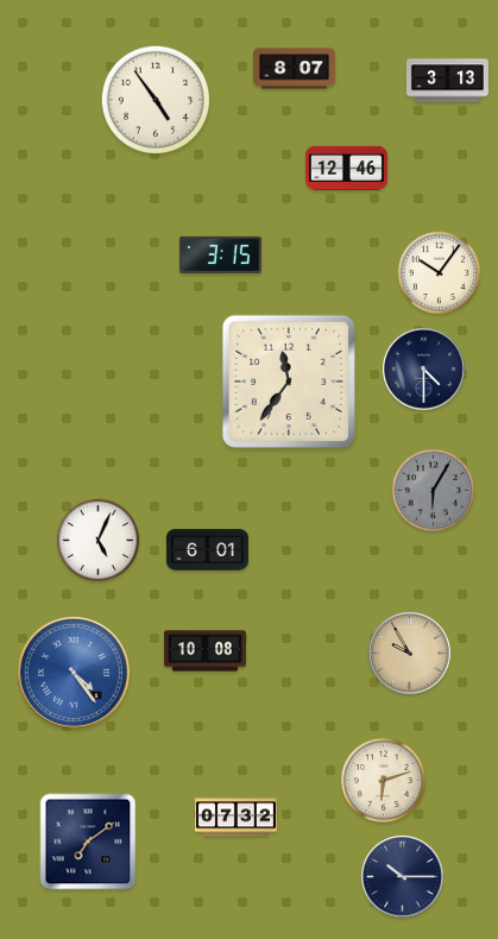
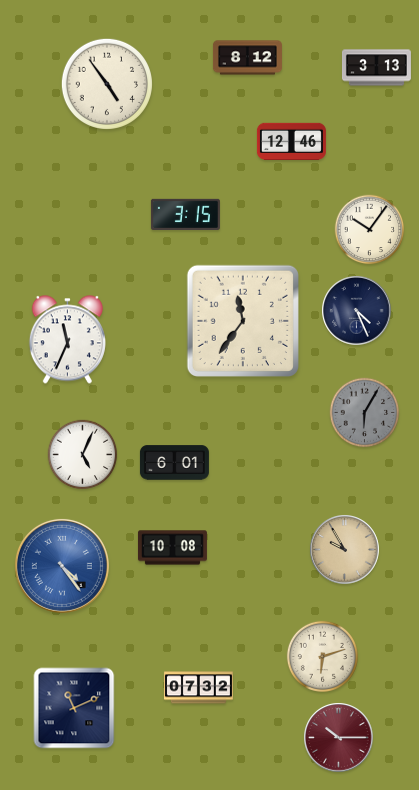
clock at (294, 69): 8:07 -> 8:12
clock at (156, 100) position: (156, 100) -> (107, 84)
clock at (424, 370): 4:30 -> 4:26
clock at (67, 340): none -> 11:34
clock at (88, 842): 7:09 -> 11:11
clock at (403, 877) dial: navy -> burgundy
